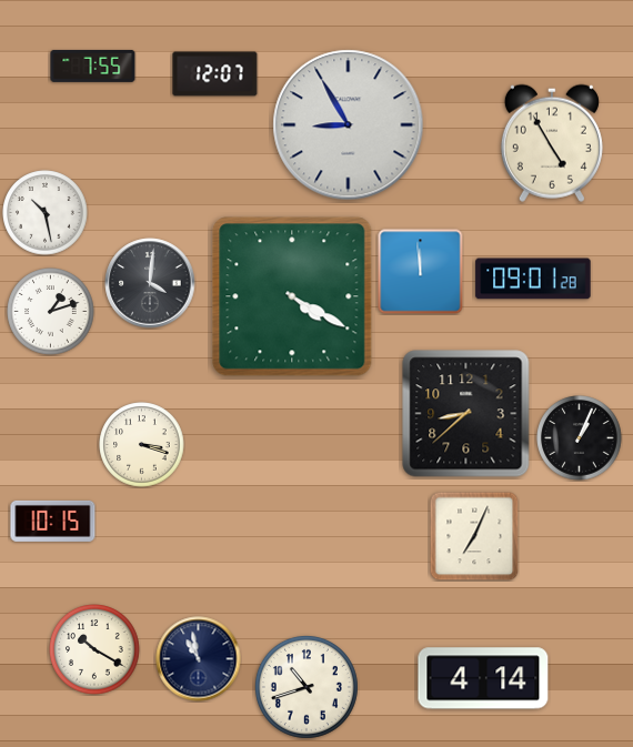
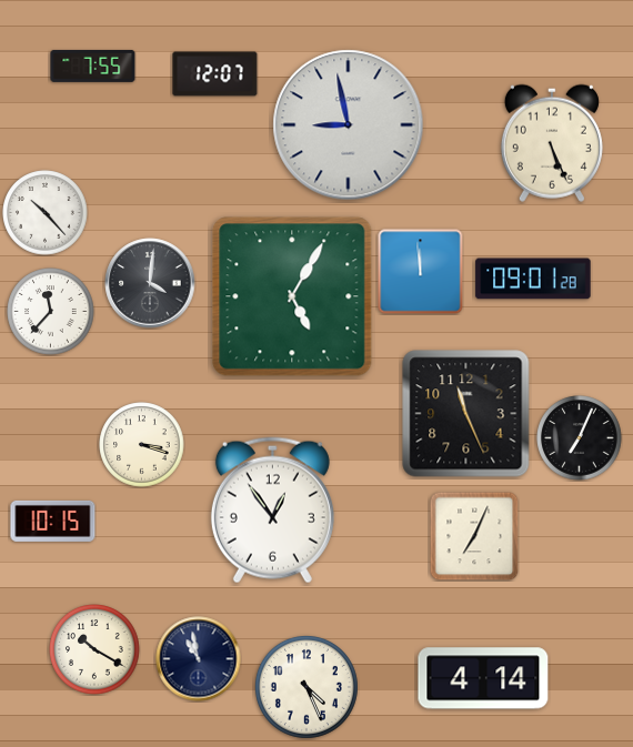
clock at (349, 125): 8:55 -> 8:58
clock at (552, 143): 4:55 -> 5:26
clock at (46, 213): 10:28 -> 10:23
clock at (292, 296): 4:20 -> 5:05
clock at (51, 312): 1:12 -> 11:37
clock at (466, 414): 8:38 -> 11:26
clock at (580, 438): 1:04 -> 7:04
clock at (272, 511): none -> 12:54
clock at (307, 687): 10:42 -> 4:26
